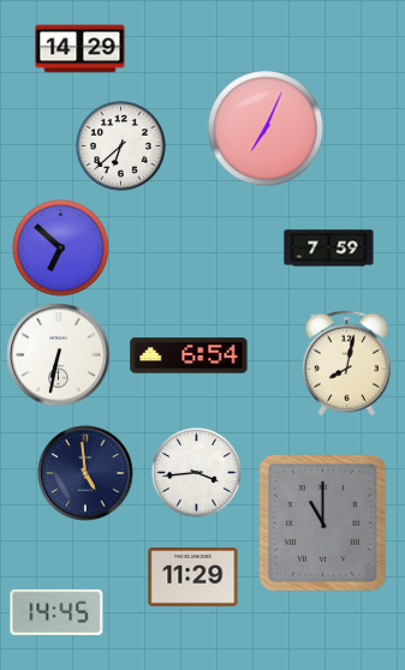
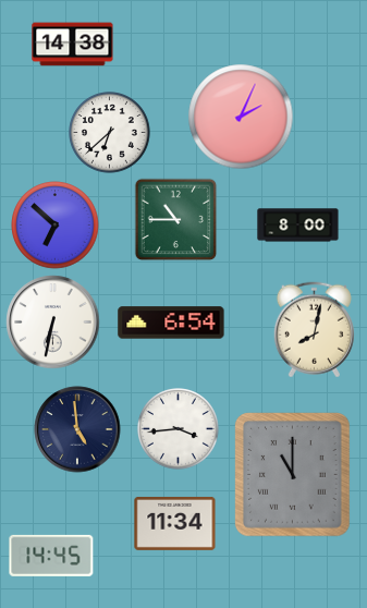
clock at (81, 49): 14:29 -> 14:38
clock at (266, 128): 7:04 -> 2:04
clock at (176, 220): none -> 10:45
clock at (329, 249): 7:59 -> 8:00
clock at (193, 576): 11:29 -> 11:34
